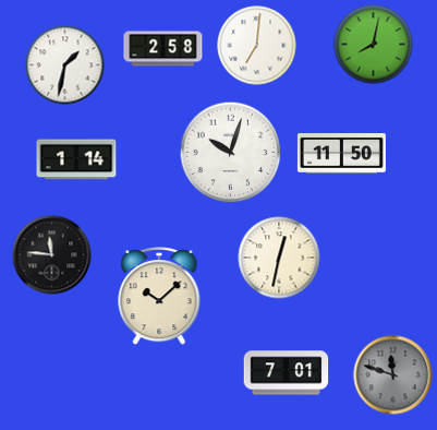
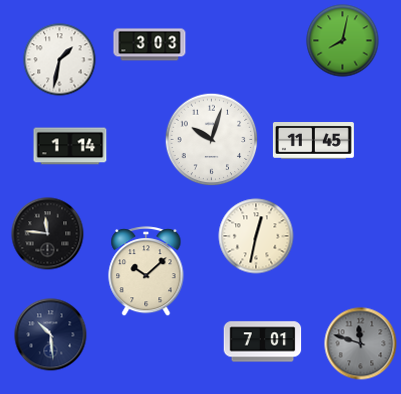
clock at (257, 46): 7:01 -> none
clock at (163, 49): 2:58 -> 3:03
clock at (341, 154): 11:50 -> 11:45
clock at (51, 335): none -> 10:29
